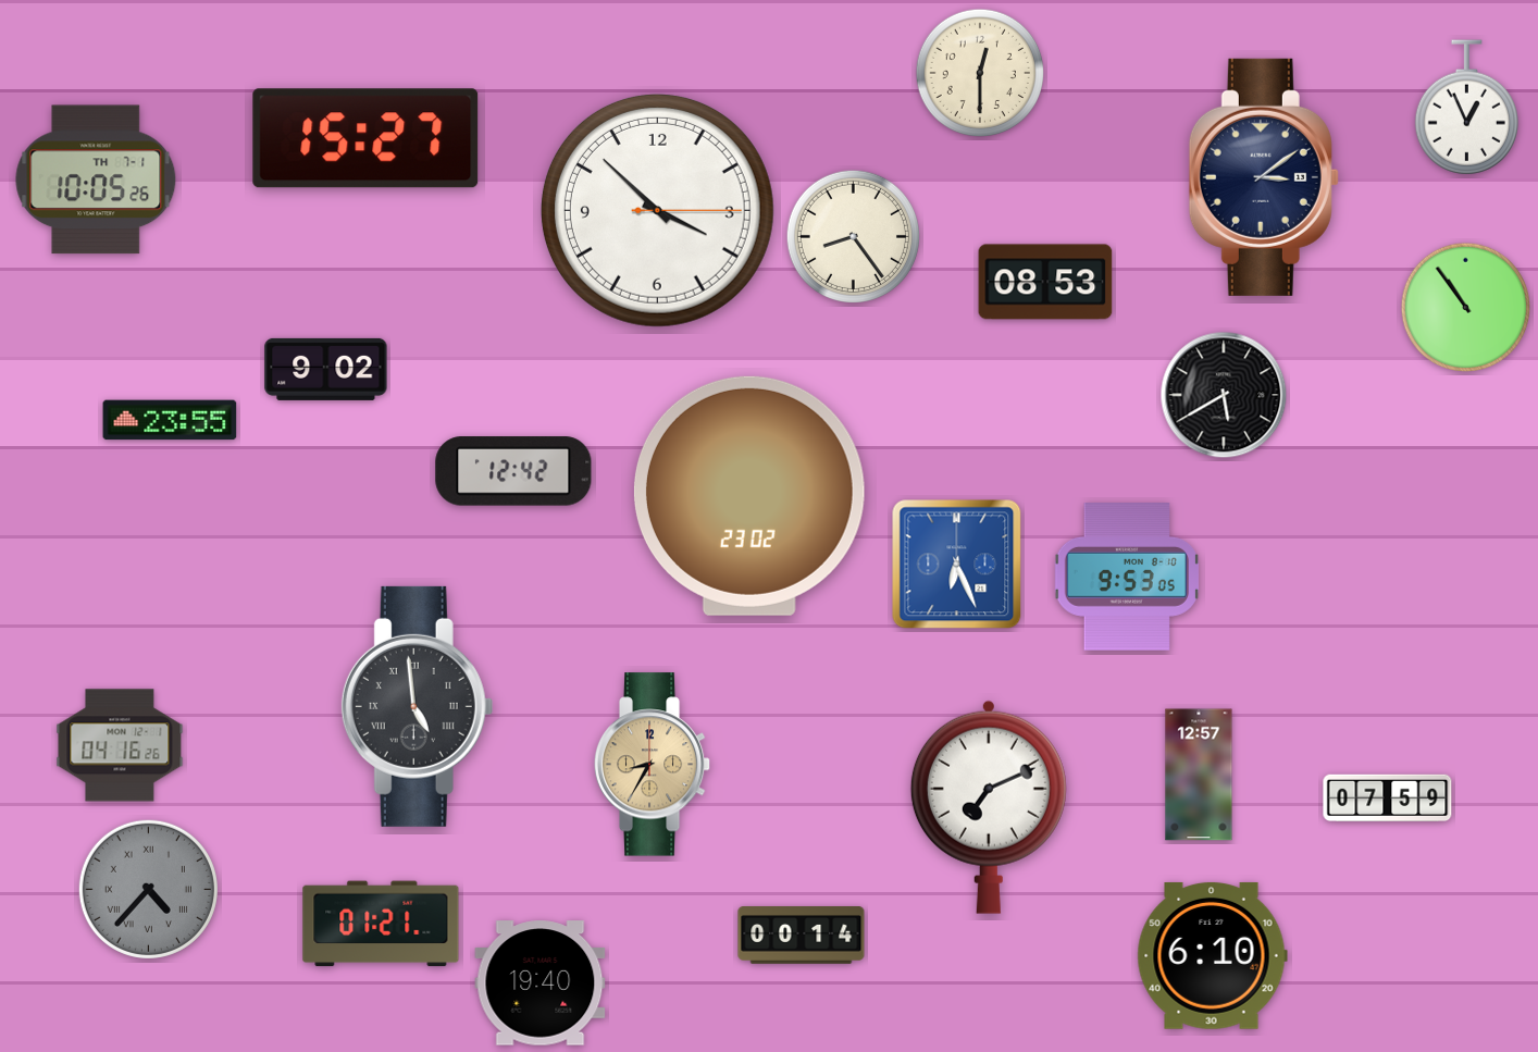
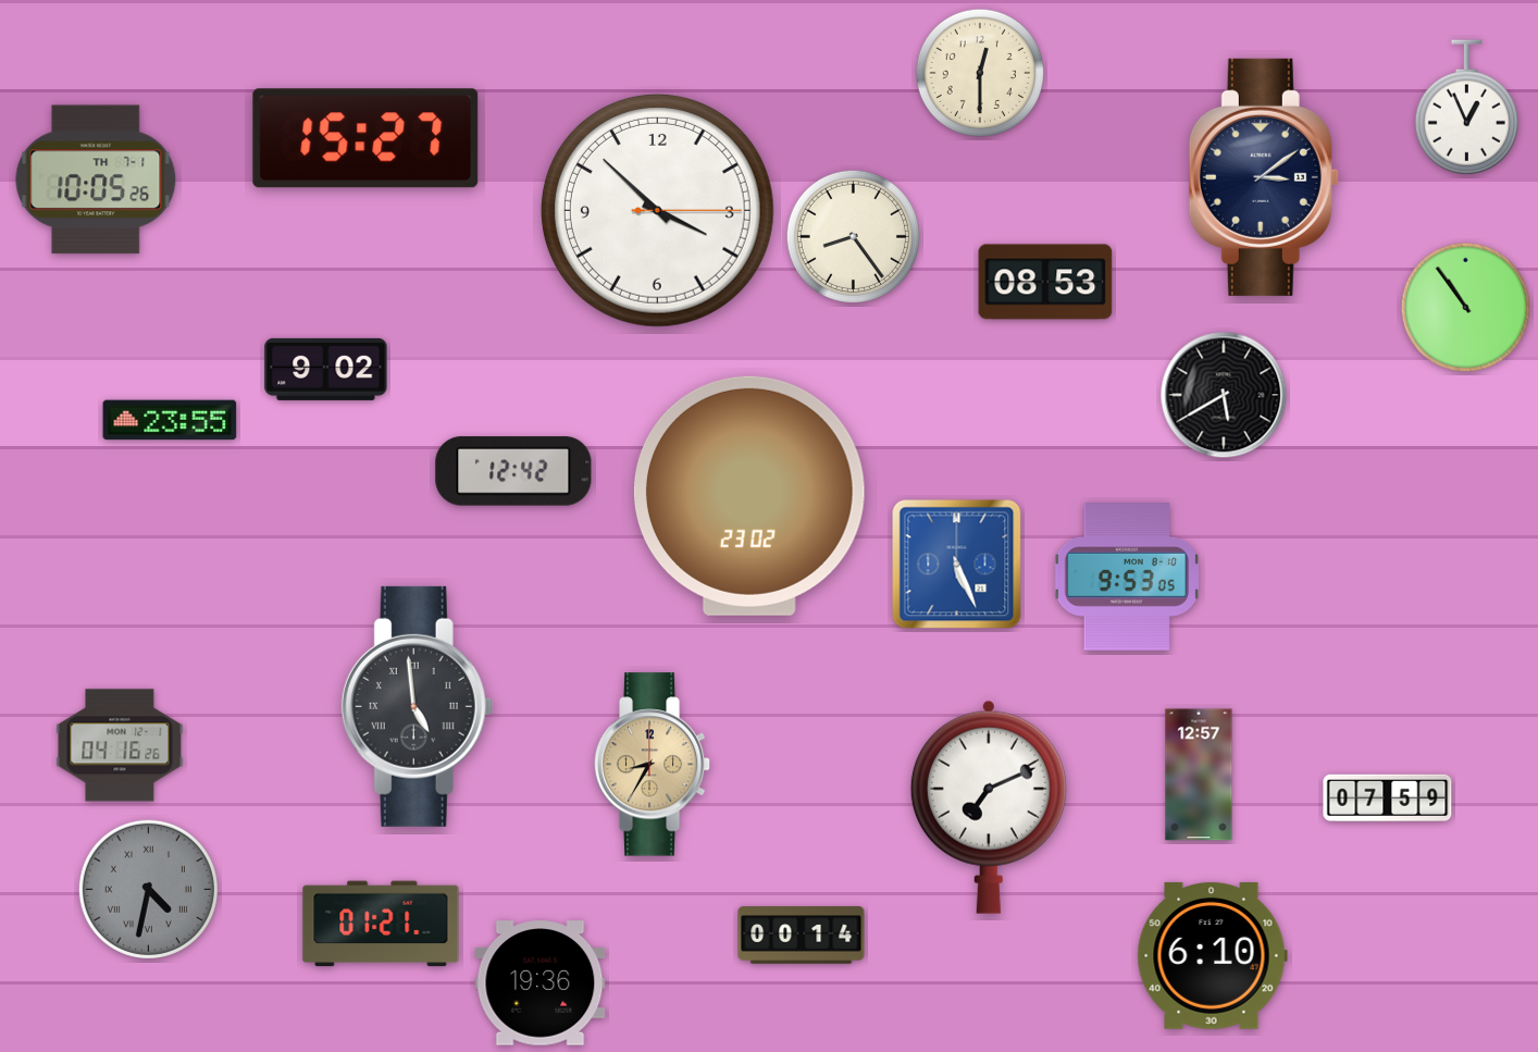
clock at (957, 565): 6:26 -> 5:26
clock at (148, 889): 4:37 -> 4:32
clock at (541, 983): 19:40 -> 19:36
